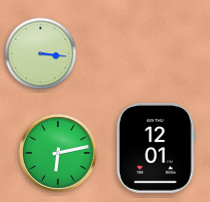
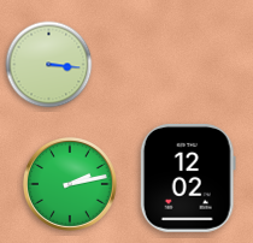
clock at (156, 148): 12:01 -> 12:02
clock at (58, 153): 6:13 -> 2:13
